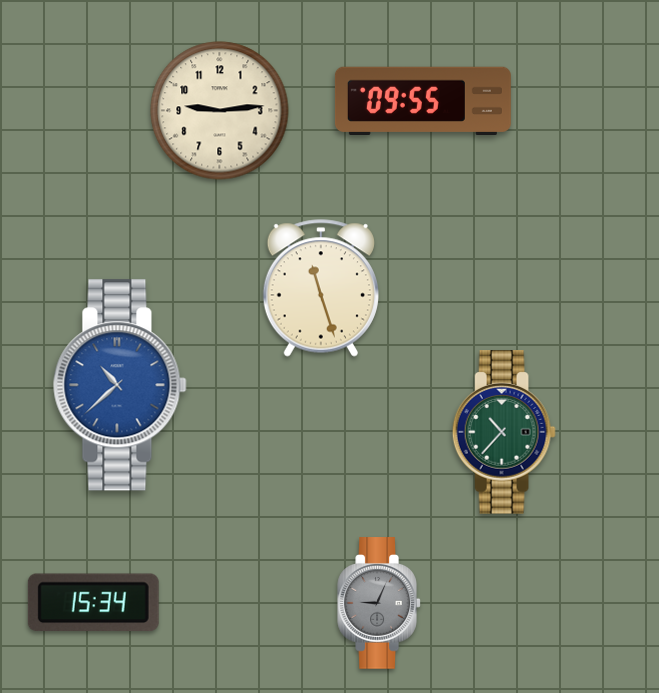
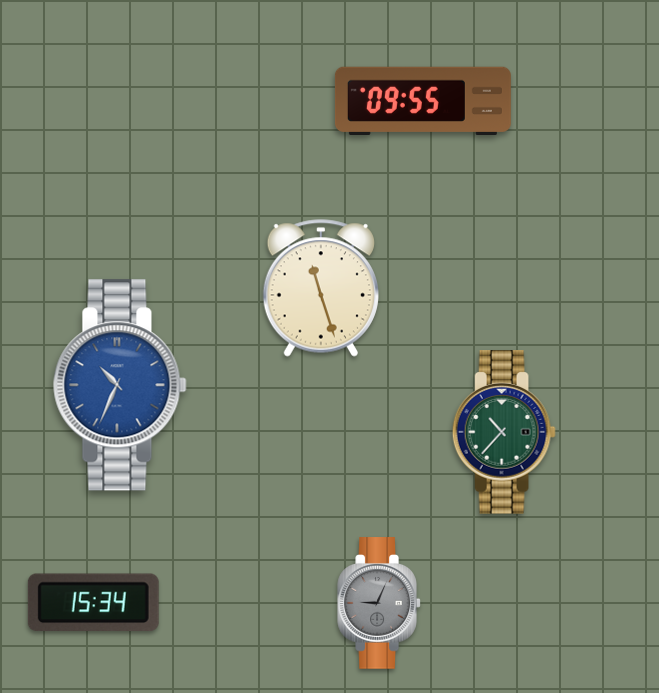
clock at (220, 111): 9:14 -> none
clock at (120, 385): 10:38 -> 10:34
